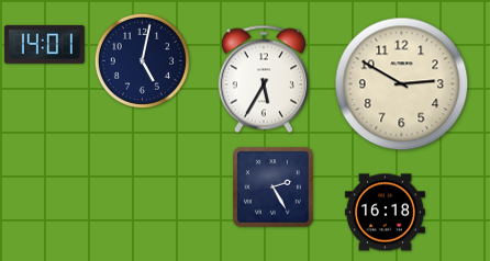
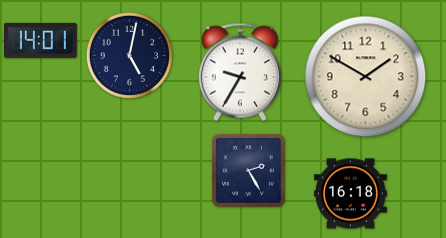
clock at (264, 79): 5:35 -> 9:35
clock at (402, 84): 2:50 -> 1:50
